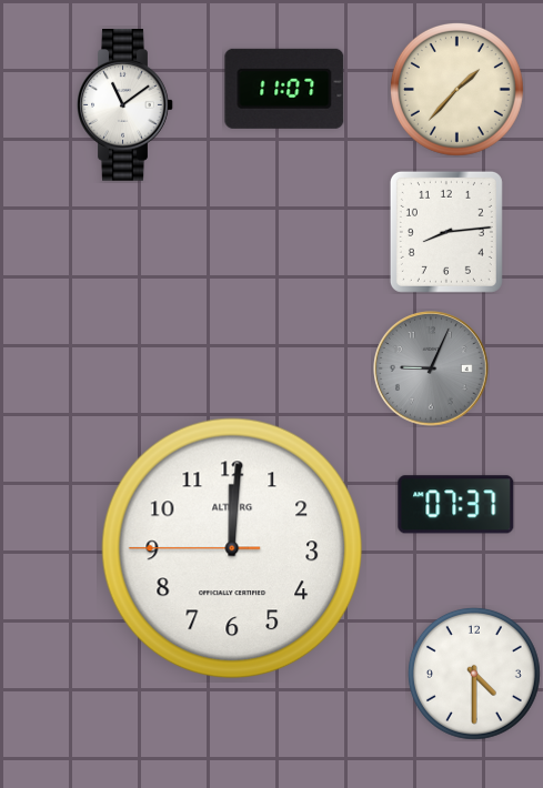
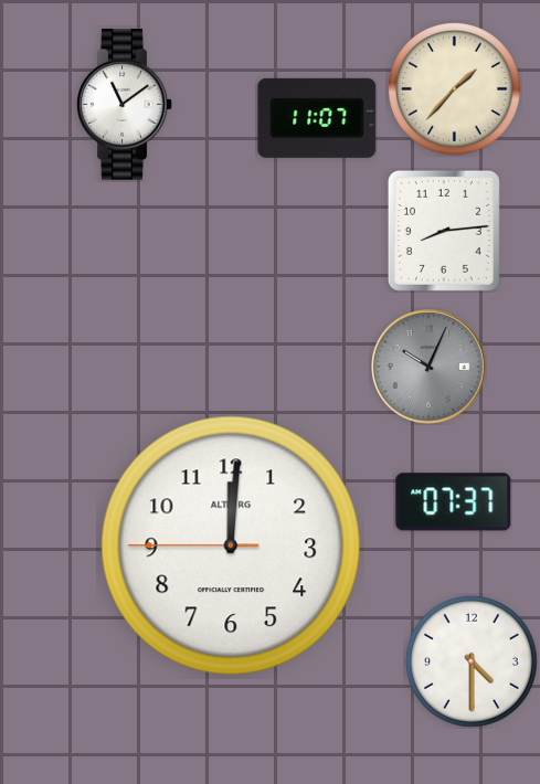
clock at (284, 89) position: (284, 89) -> (317, 118)
clock at (432, 370): 9:04 -> 10:04
clock at (474, 674) position: (474, 674) -> (472, 661)
